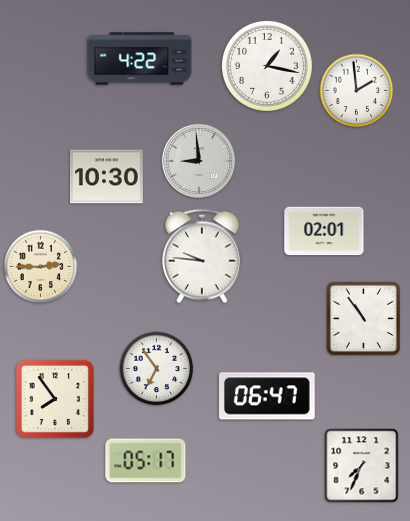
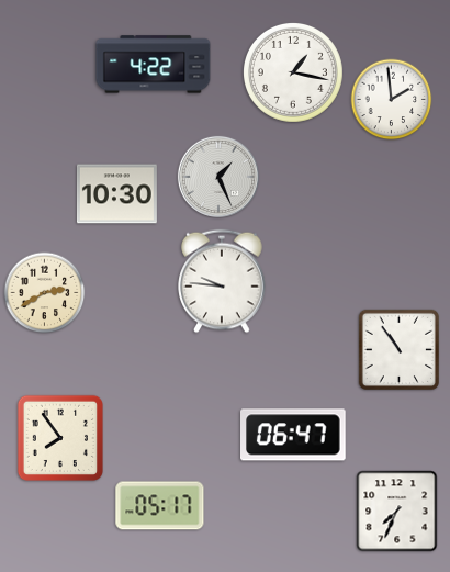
clock at (199, 161): 8:59 -> 1:26
clock at (324, 231): 02:01 -> none
clock at (41, 267): 2:45 -> 2:40
clock at (157, 369): 6:54 -> none
